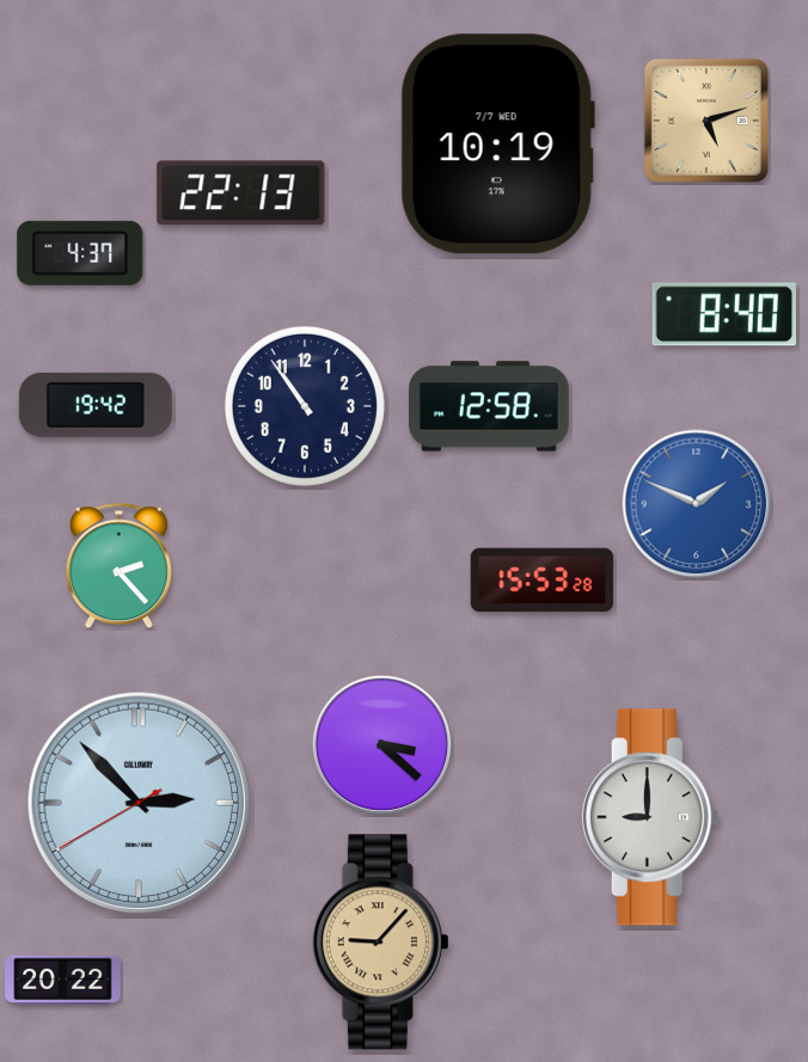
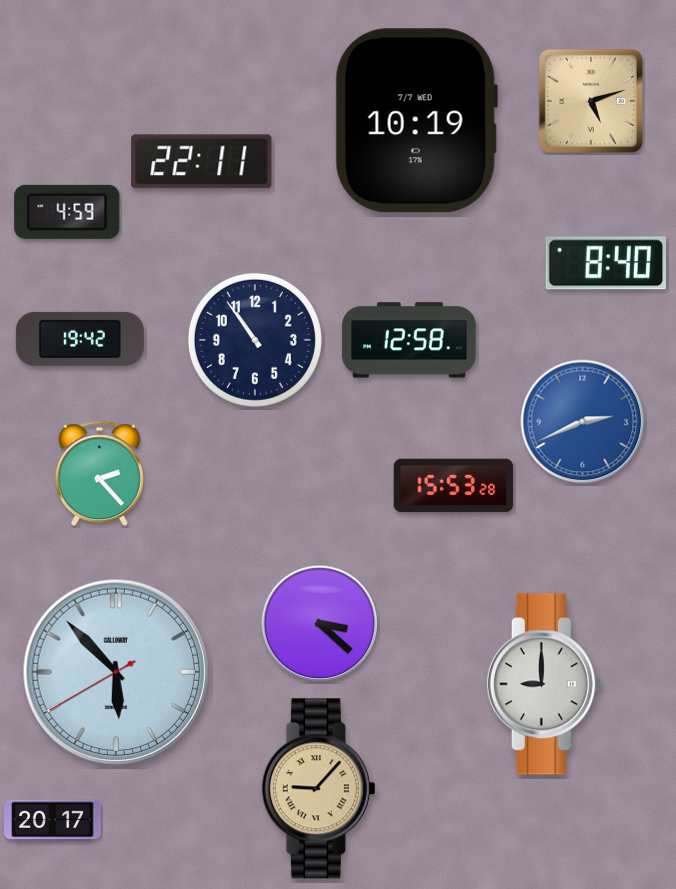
clock at (241, 194): 22:13 -> 22:11
clock at (80, 253): 4:37 -> 4:59
clock at (697, 504): 1:49 -> 2:41
clock at (139, 803): 2:52 -> 5:52
clock at (63, 981): 20:22 -> 20:17
